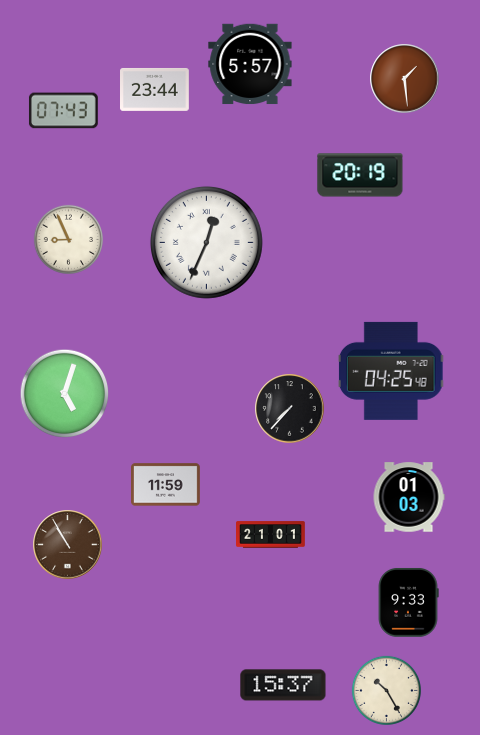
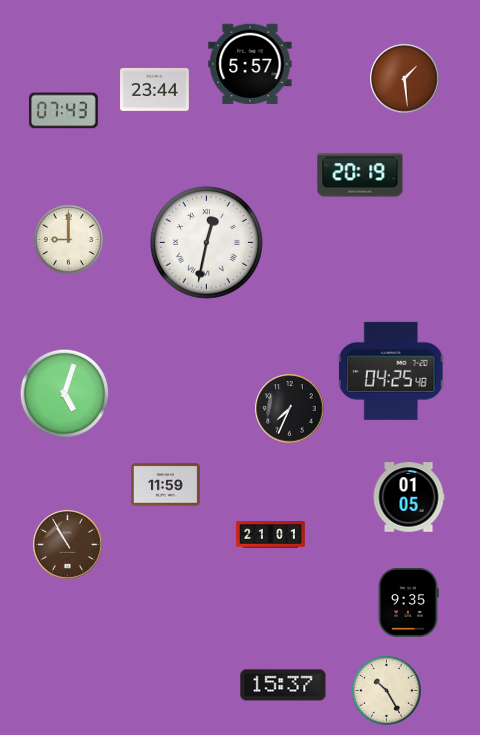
clock at (68, 239): 8:56 -> 9:00
clock at (206, 242): 12:34 -> 12:32
clock at (290, 409): 7:37 -> 7:34
clock at (409, 497): 01:03 -> 01:05
clock at (408, 603): 9:33 -> 9:35
